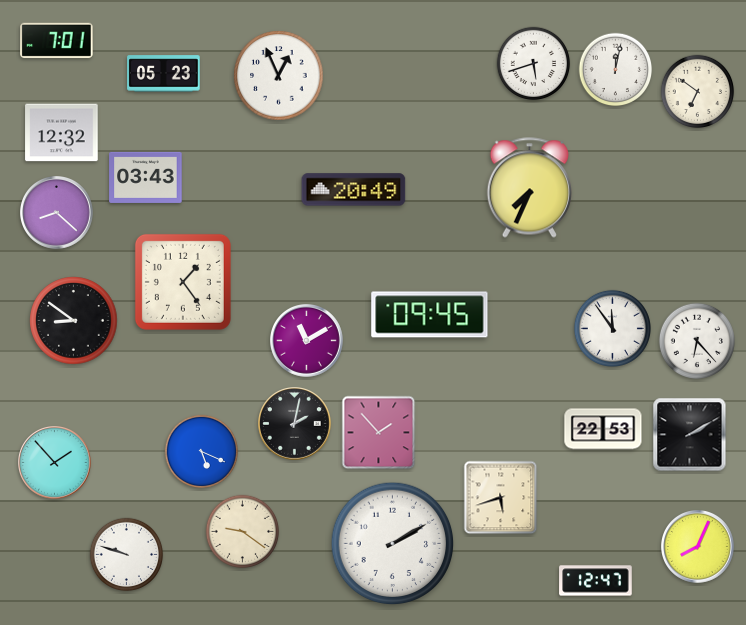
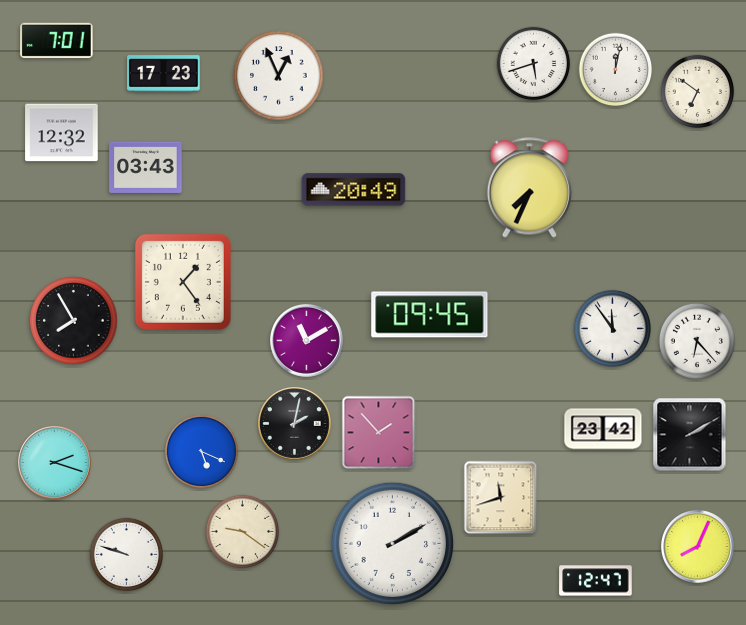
clock at (164, 74): 05:23 -> 17:23
clock at (146, 177) position: (146, 177) -> (146, 167)
clock at (57, 213): 8:22 -> none
clock at (74, 321): 8:51 -> 7:55
clock at (603, 429): 22:53 -> 23:42
clock at (55, 463): 1:53 -> 2:18
clock at (501, 498): 5:42 -> 11:42
